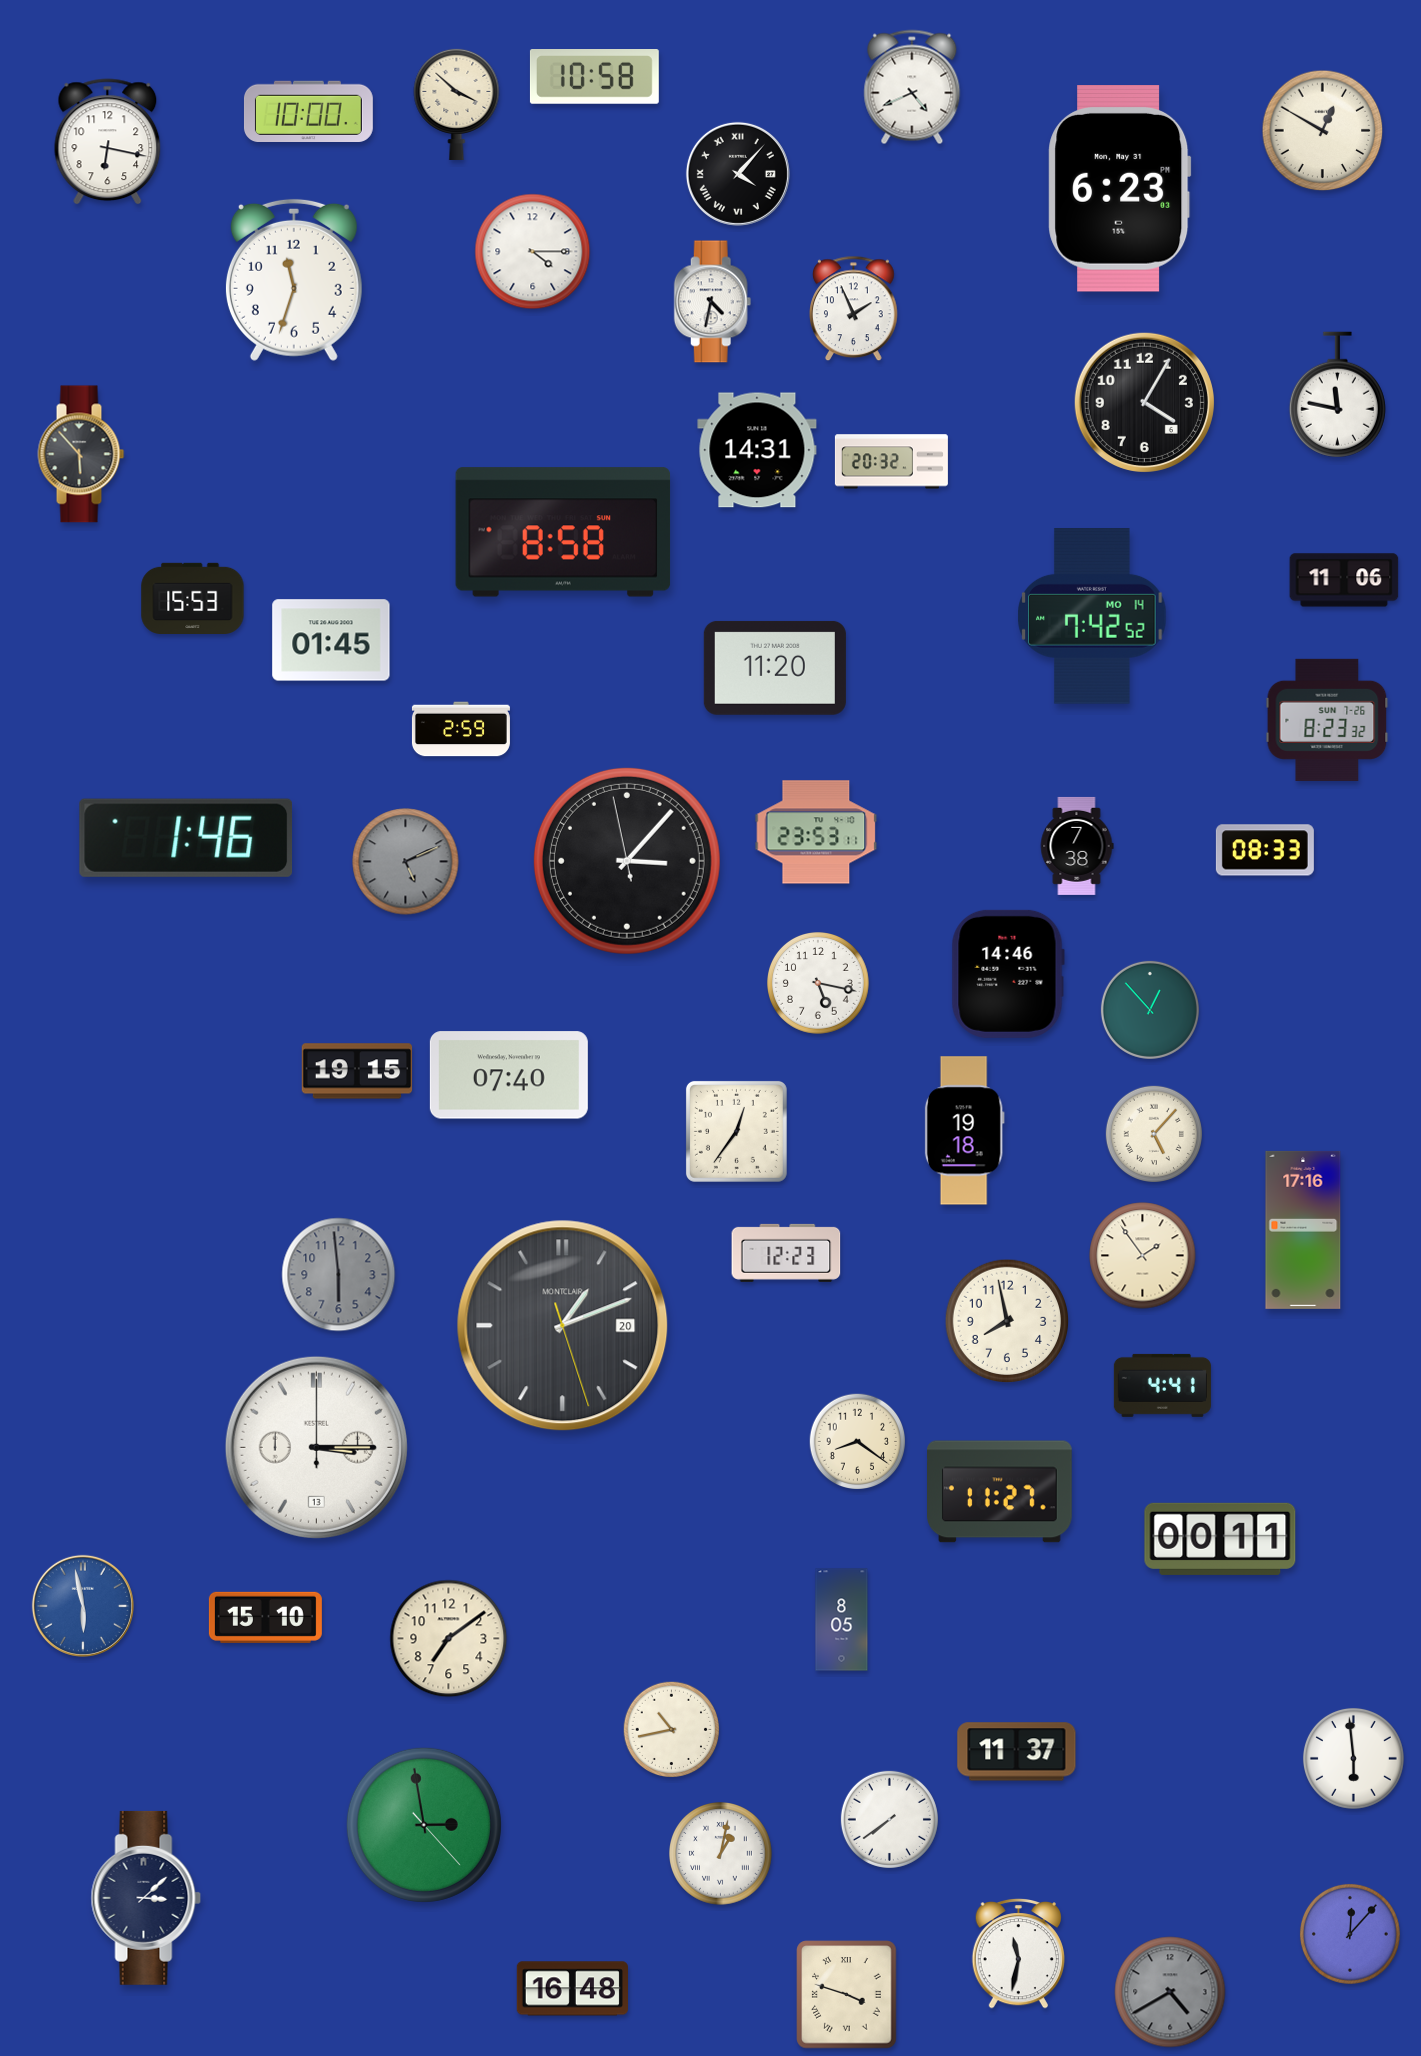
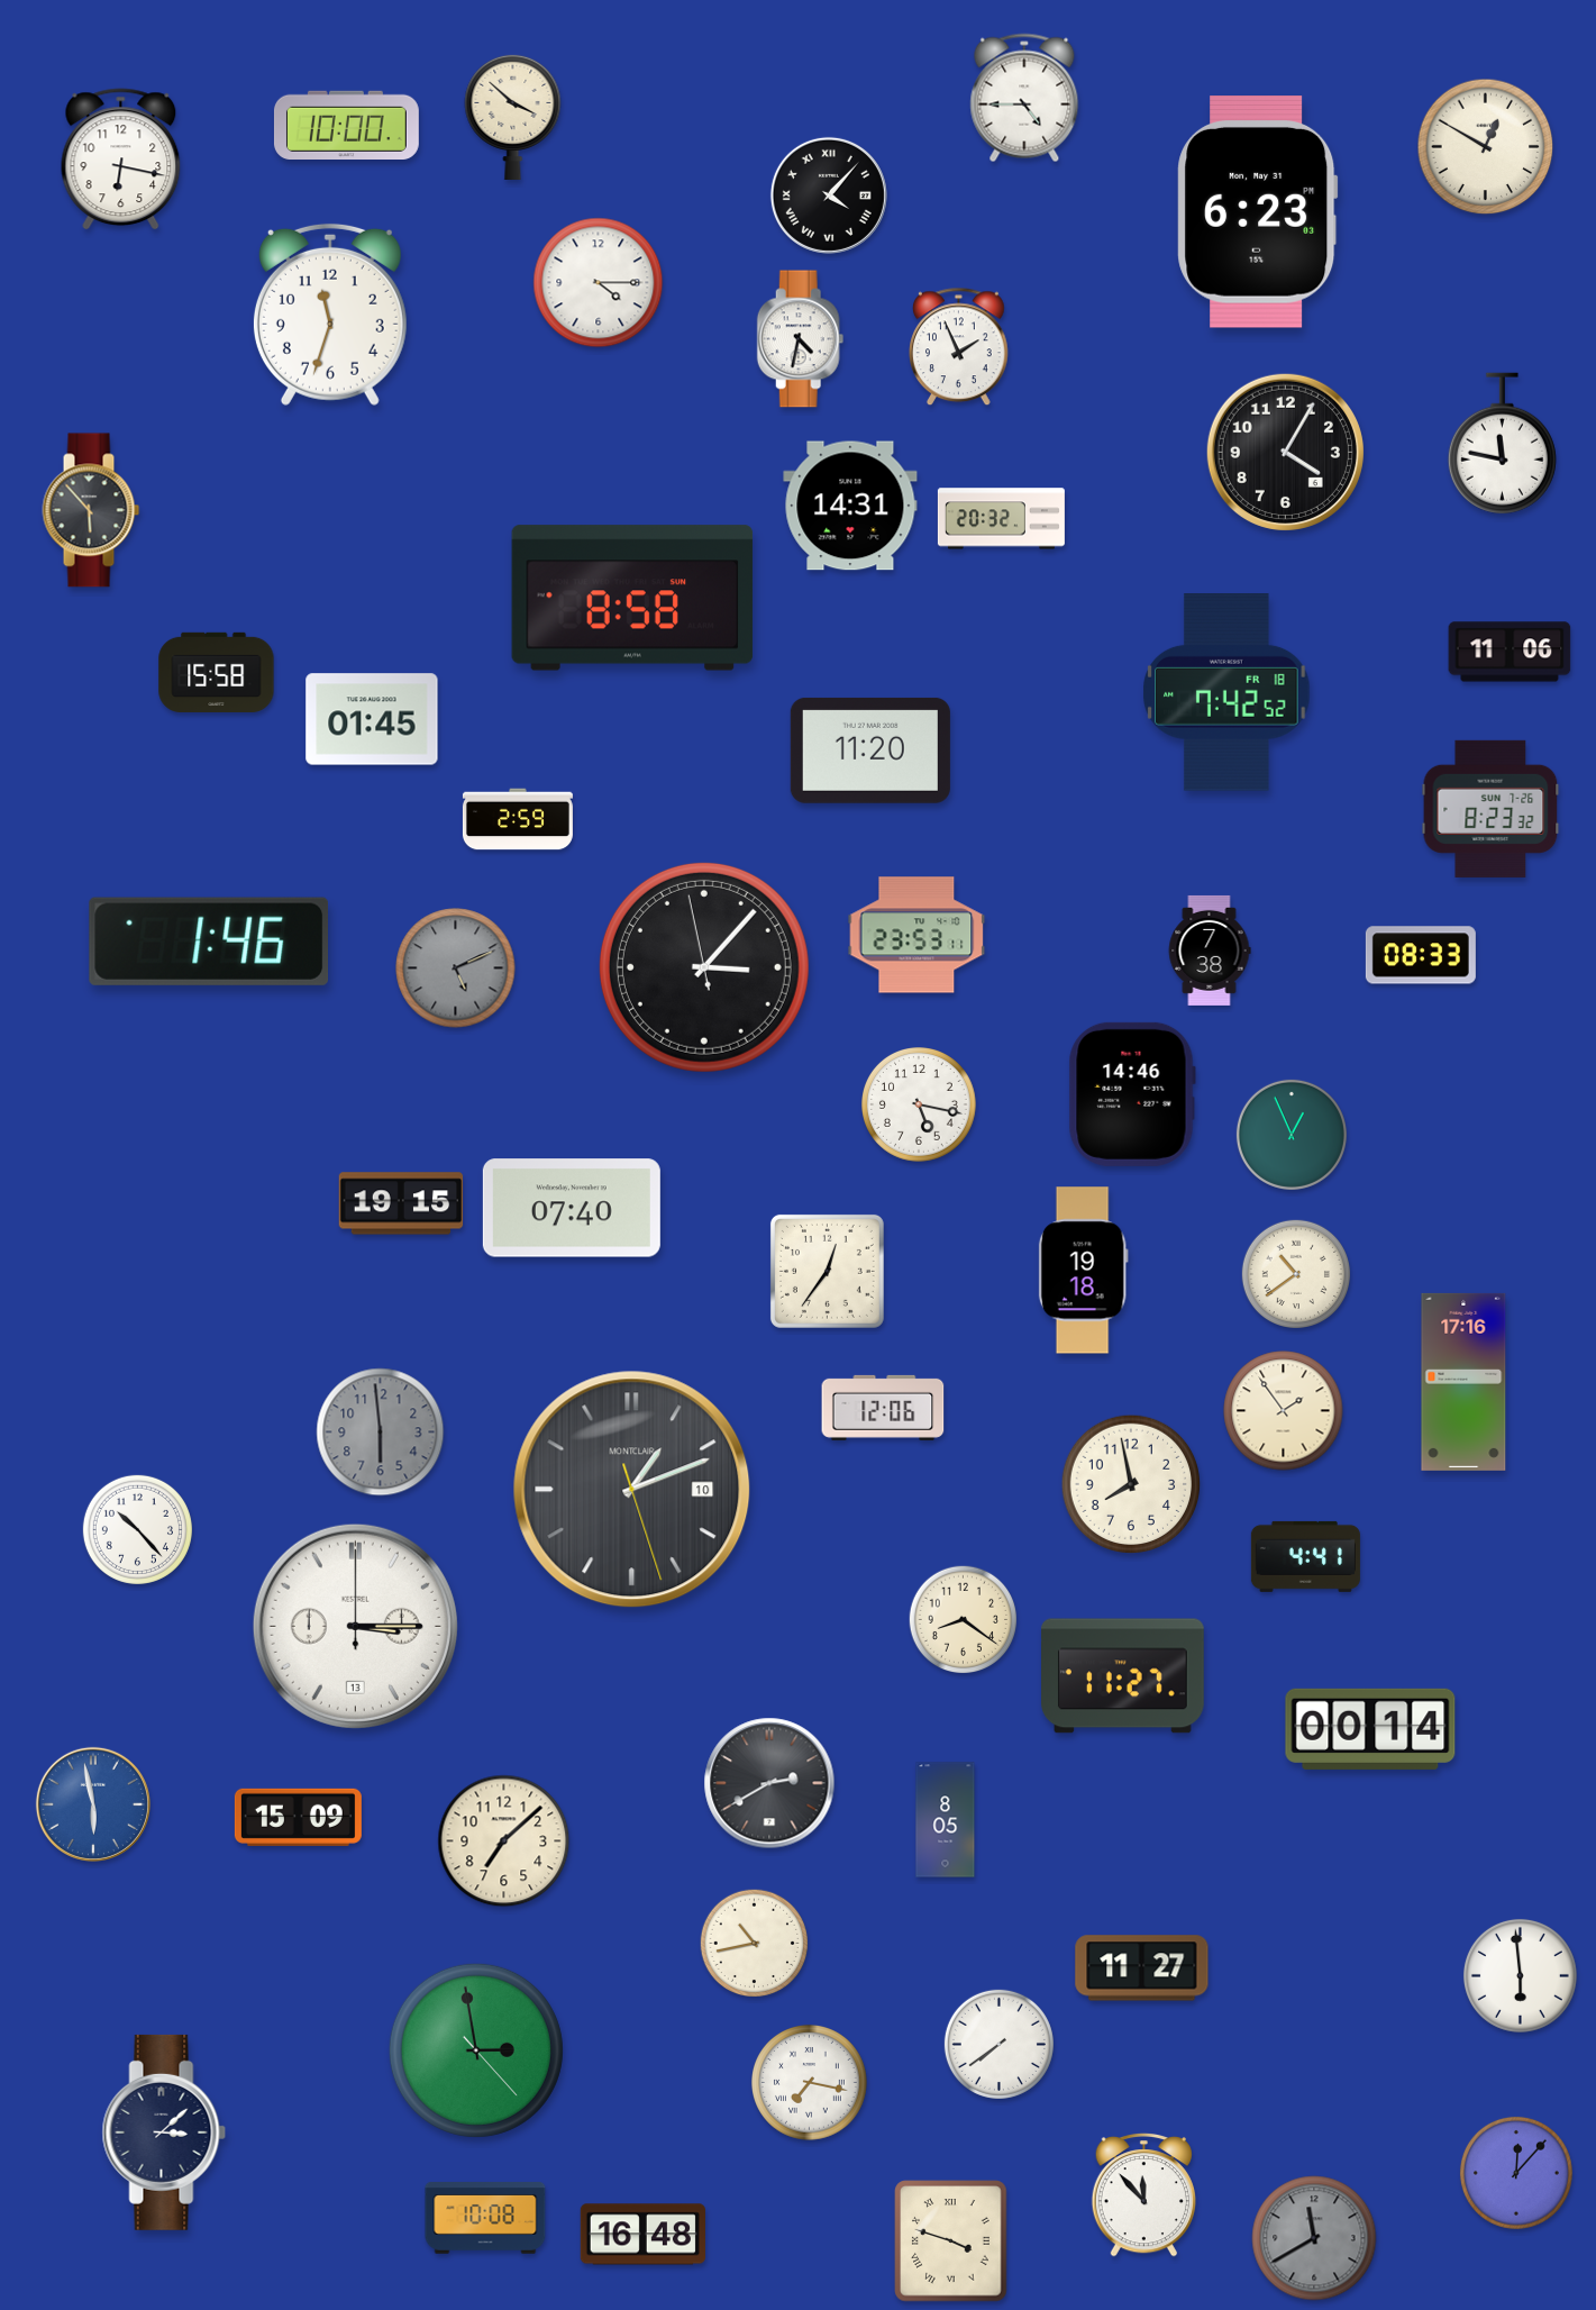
clock at (594, 77): 10:58 -> none
clock at (912, 87): 4:41 -> 4:45
clock at (193, 598): 15:53 -> 15:58
clock at (1092, 617) date: MO 14 -> FR 18
clock at (1150, 1010): 12:53 -> 12:56
clock at (1153, 1133): 5:07 -> 10:39
clock at (786, 1253): 12:23 -> 12:06
clock at (563, 1326) date: 20 -> 10
clock at (137, 1529): none -> 10:23
clock at (1220, 1539): 00:11 -> 00:14
clock at (769, 1783): none -> 2:40
clock at (265, 1617): 15:10 -> 15:09
clock at (449, 1639): 7:09 -> 7:08
clock at (1017, 1752): 11:37 -> 11:27
clock at (721, 1854): 1:02 -> 7:17
clock at (1018, 1954): 11:32 -> 11:53
clock at (485, 2219): none -> 10:08
clock at (1170, 1992): 4:40 -> 11:40
